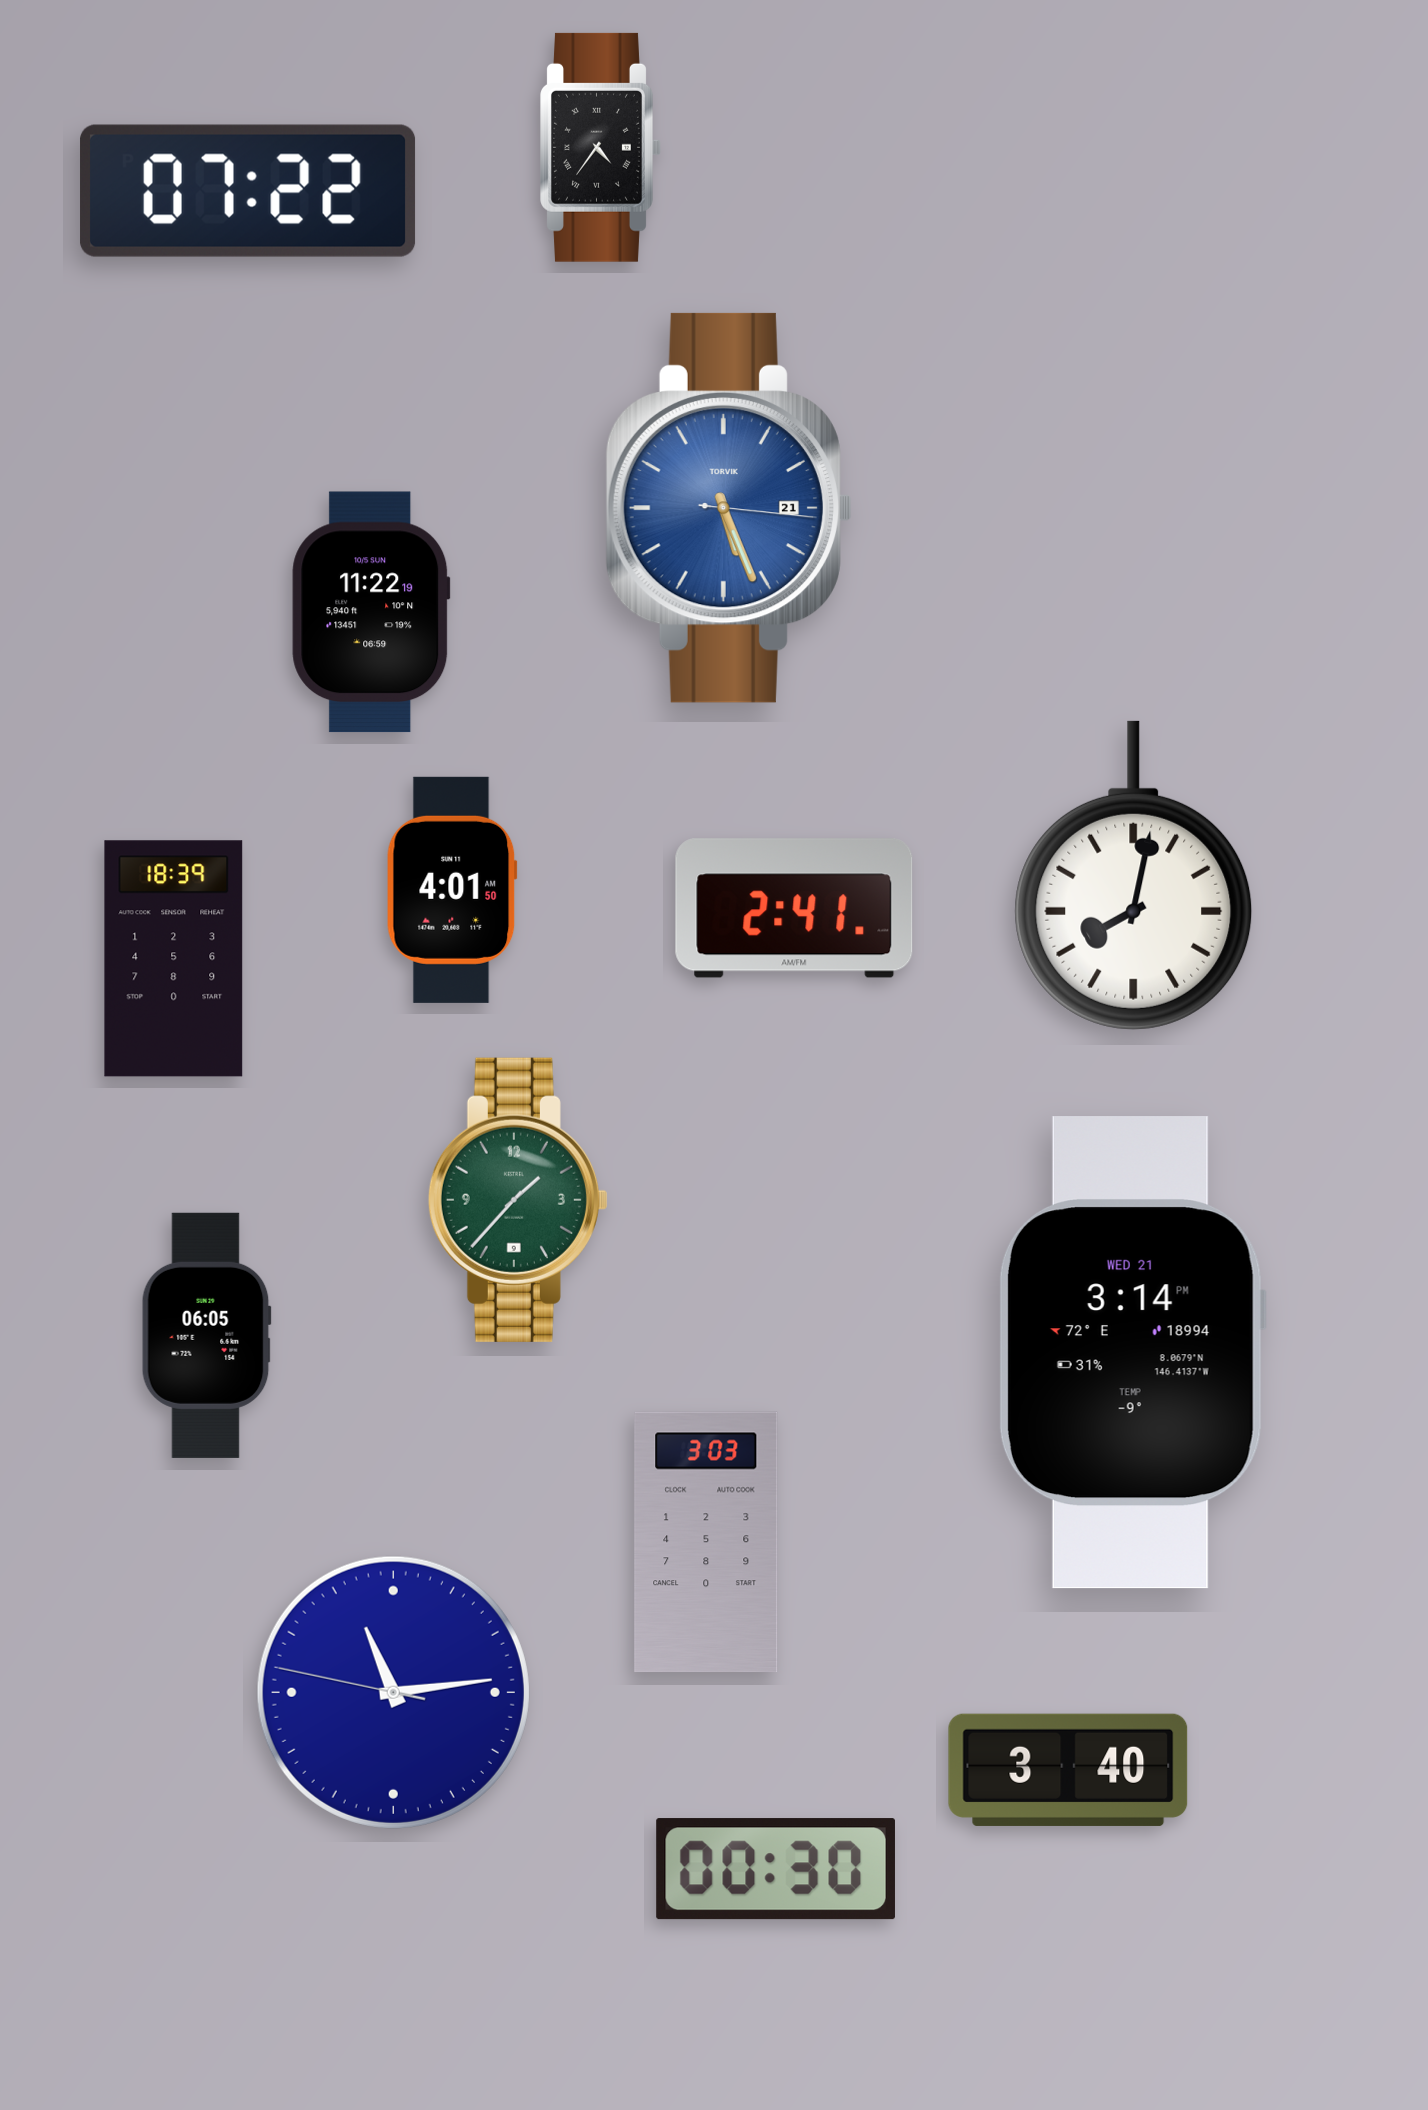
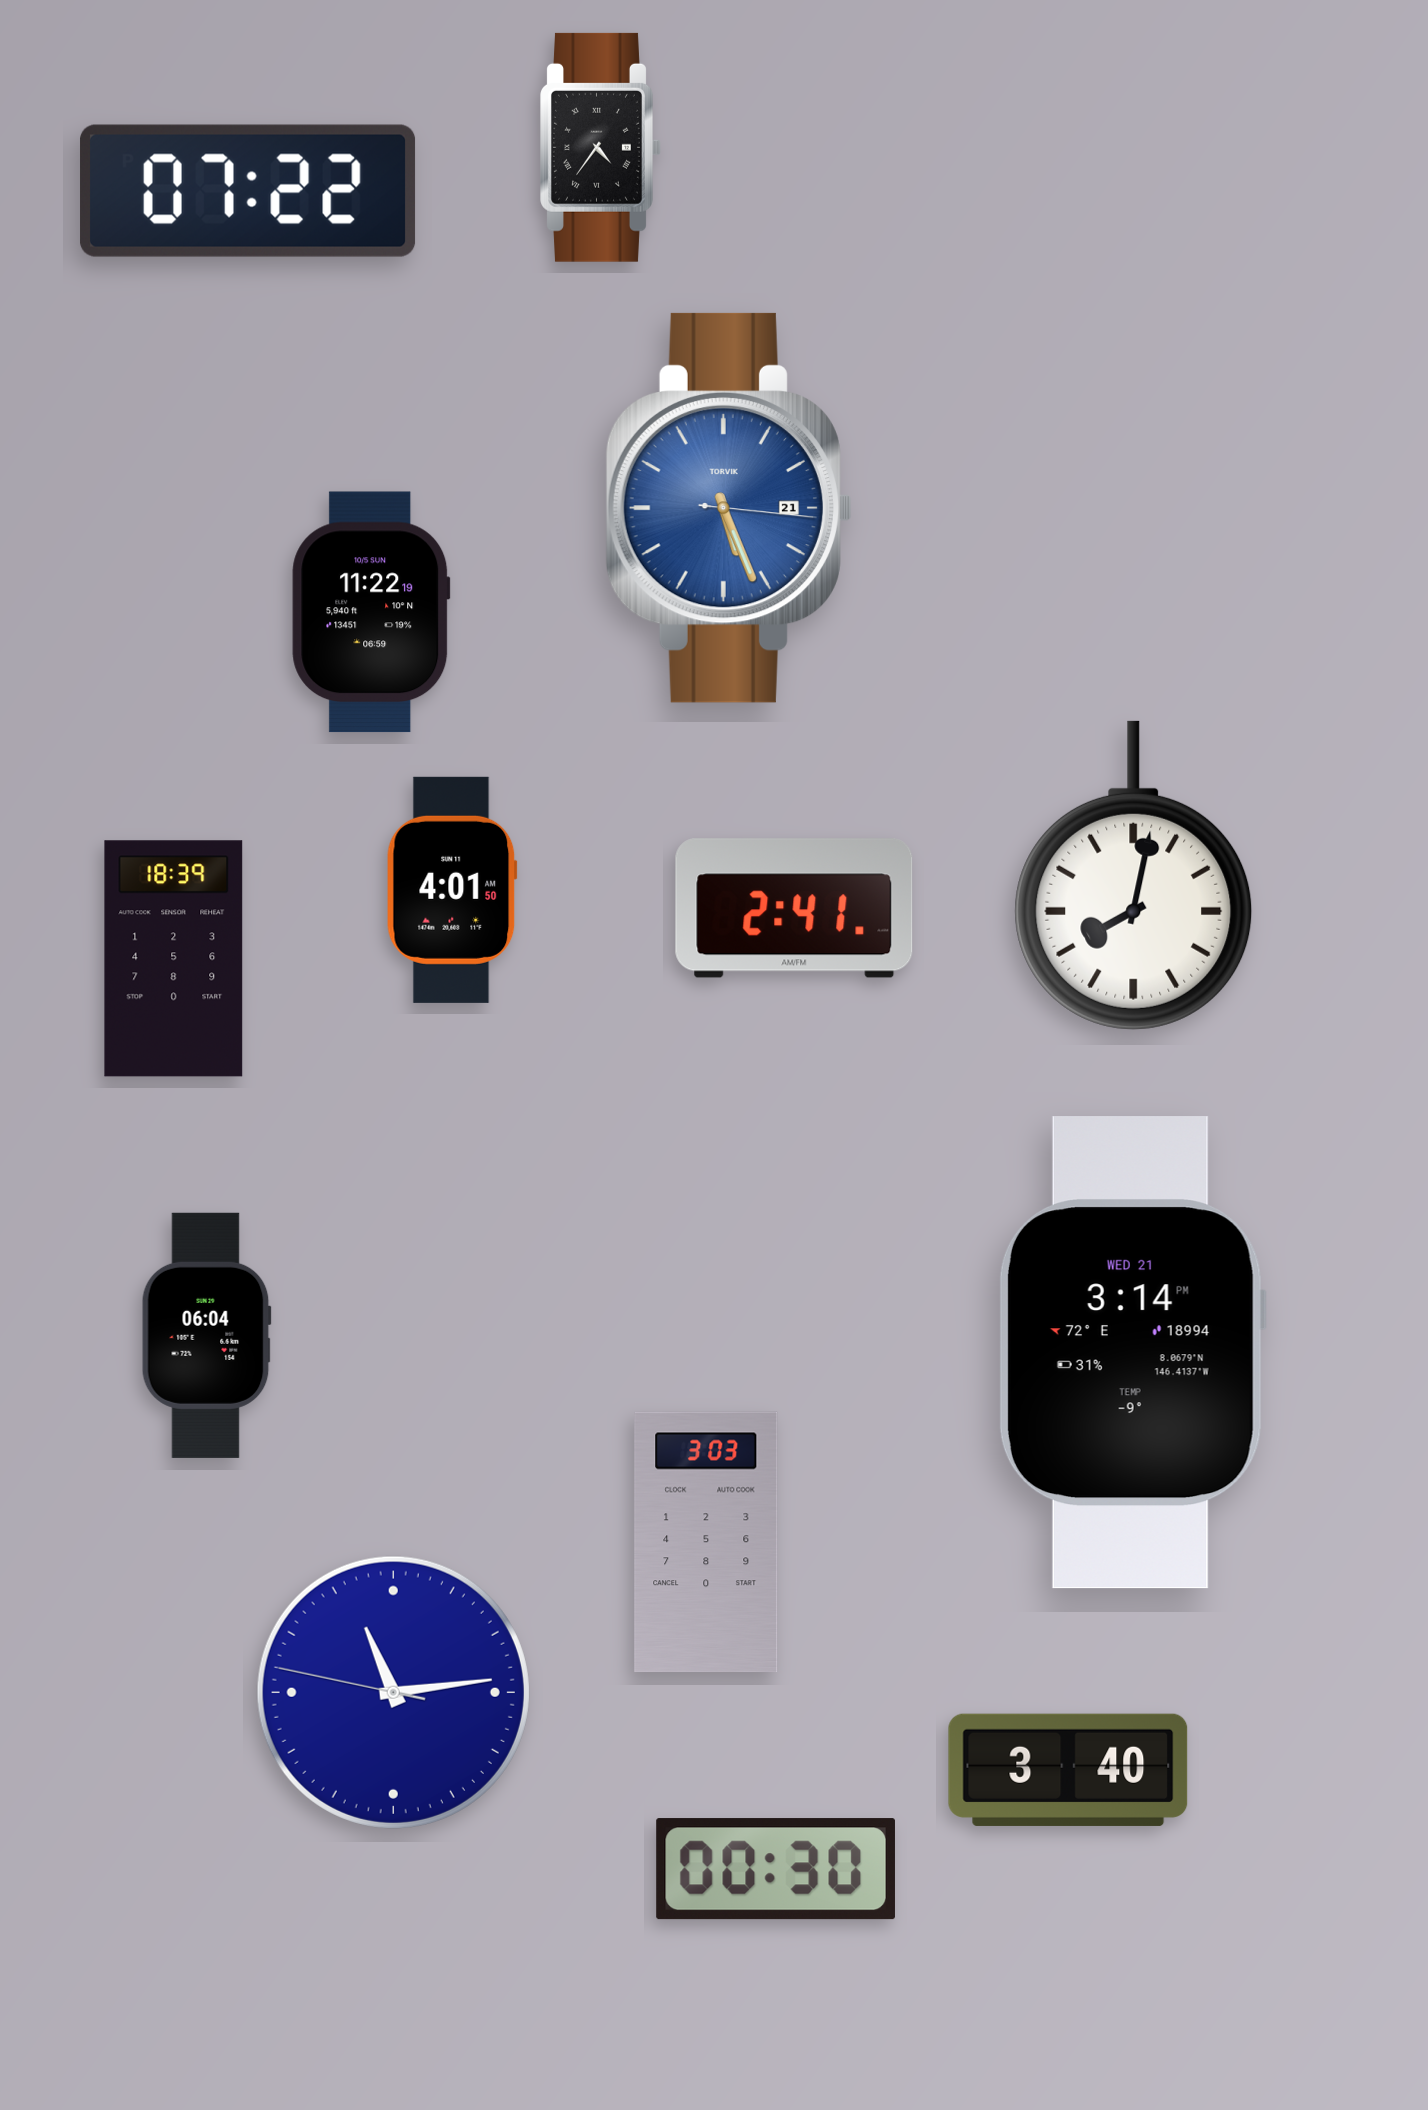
clock at (518, 1200): 1:37 -> none
clock at (206, 1335): 06:05 -> 06:04
